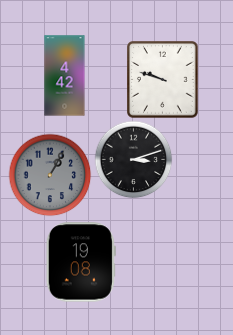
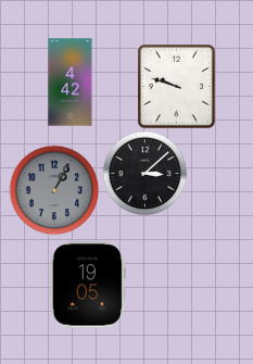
clock at (133, 159): 3:12 -> 3:08
clock at (81, 262): 19:08 -> 19:05
